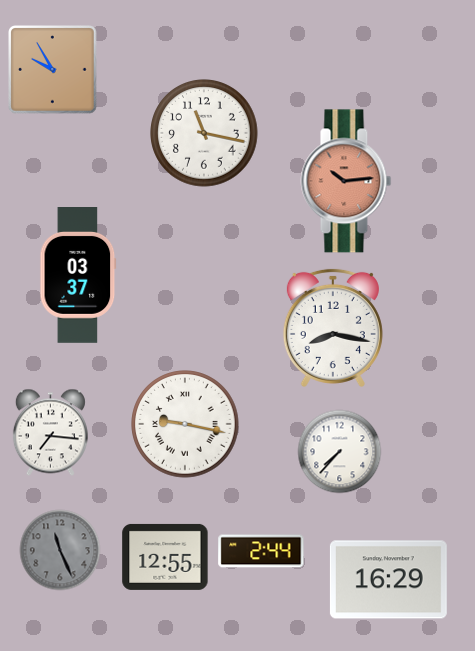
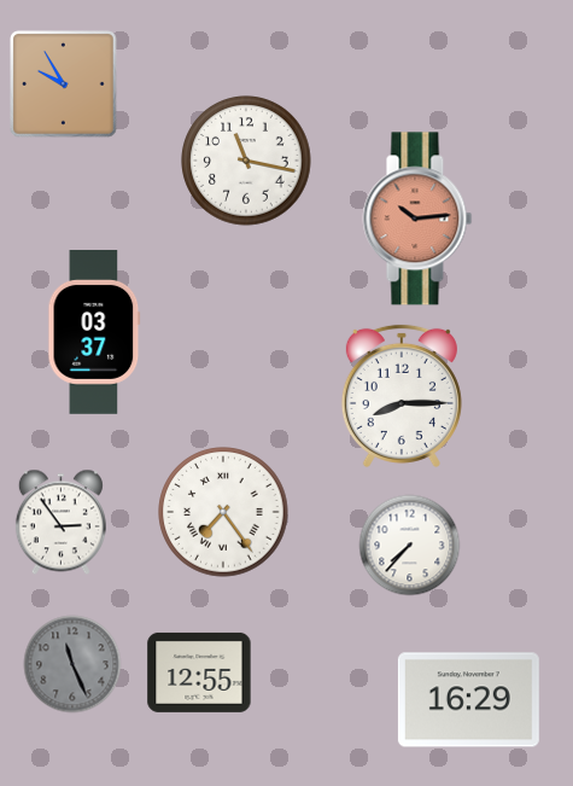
clock at (333, 328): 8:17 -> 8:15
clock at (185, 424): 9:17 -> 7:24
clock at (50, 433): 7:16 -> 2:54
clock at (261, 551): 2:44 -> none
